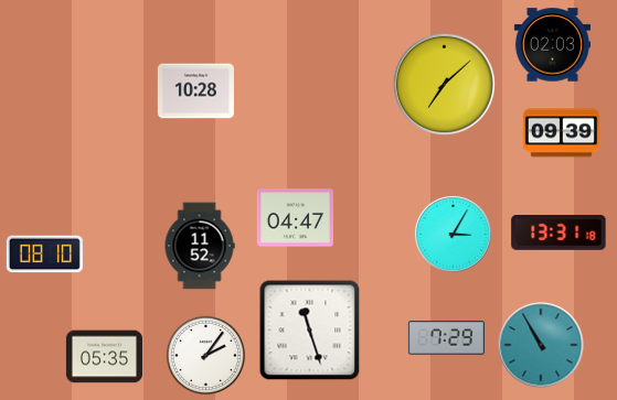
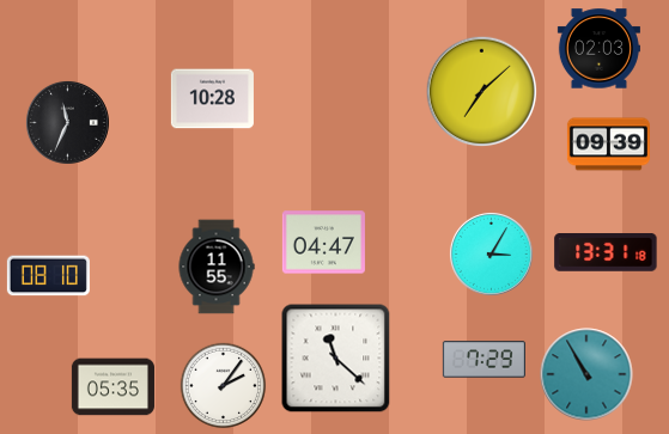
clock at (67, 122): none -> 11:34
clock at (295, 218) position: (295, 218) -> (323, 243)
clock at (200, 246): 11:52 -> 11:55
clock at (310, 331): 11:27 -> 11:22
clock at (446, 338) position: (446, 338) -> (483, 360)
